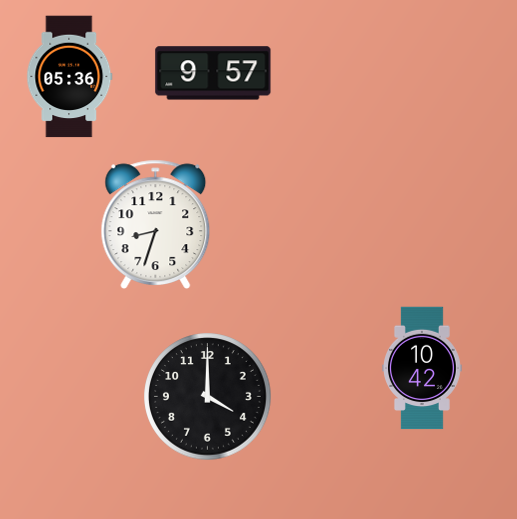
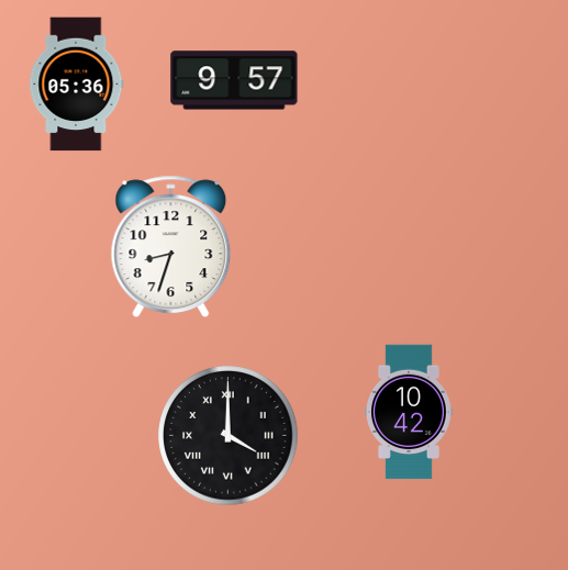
clock at (423, 368) position: (423, 368) -> (410, 412)
clock at (208, 397) numerals: Arabic -> Roman
